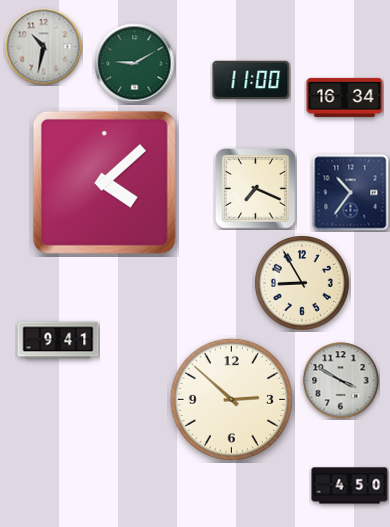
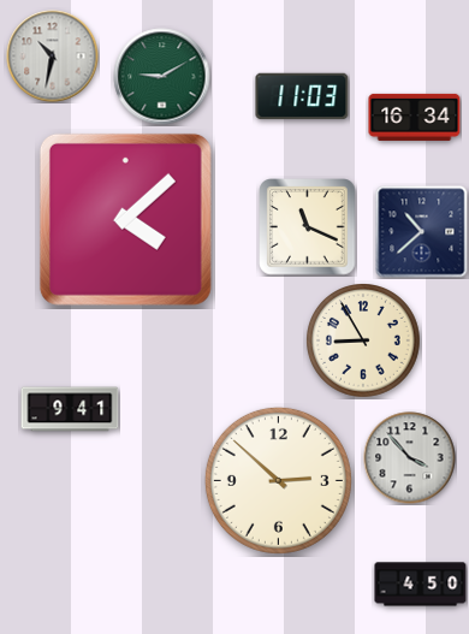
clock at (251, 80): 11:00 -> 11:03
clock at (256, 189): 7:19 -> 11:19
clock at (351, 193): 10:36 -> 10:38
clock at (341, 381): 3:50 -> 3:53
